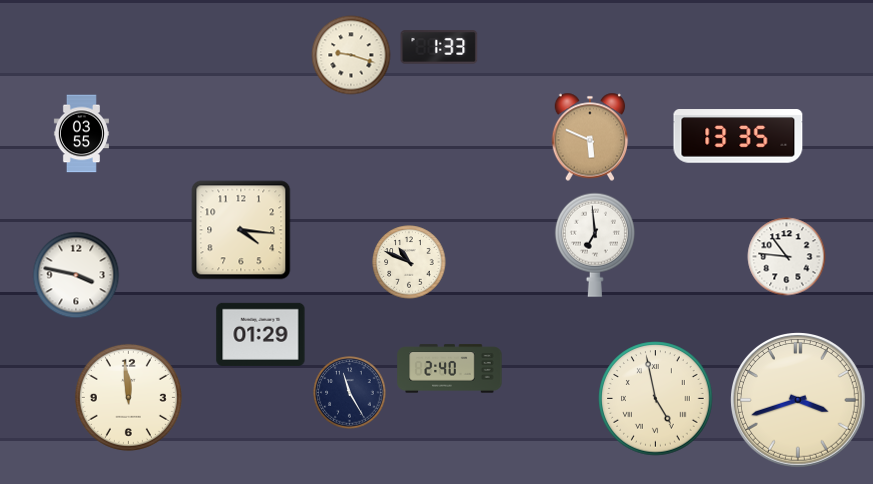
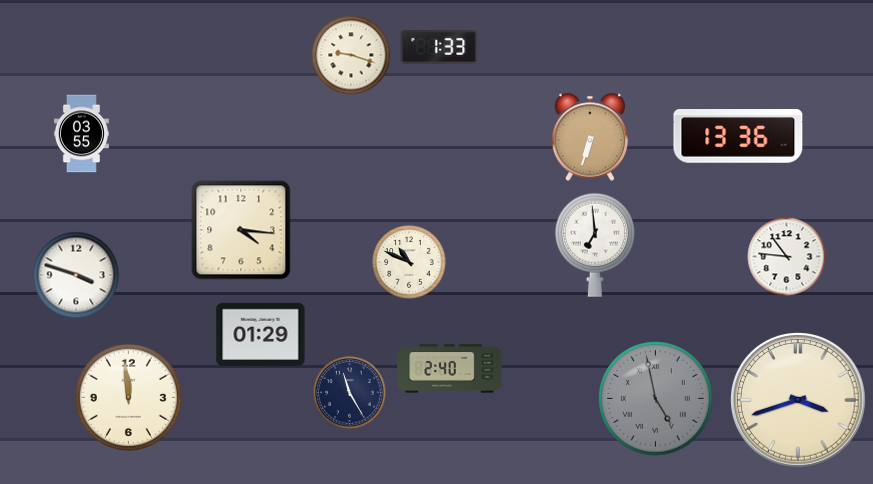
clock at (738, 136): 13:35 -> 13:36
clock at (590, 137): 5:49 -> 6:33
clock at (76, 275): 3:47 -> 3:48
clock at (656, 399) dial: cream -> grey
